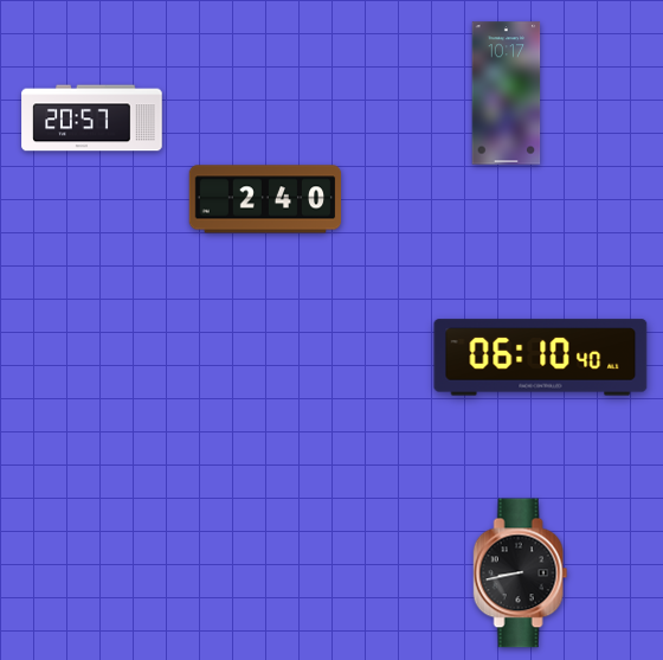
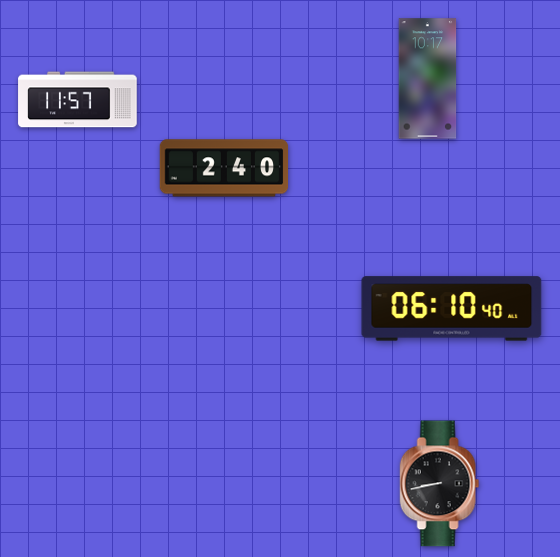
clock at (92, 118): 20:57 -> 11:57
clock at (541, 358) position: (541, 358) -> (452, 309)
